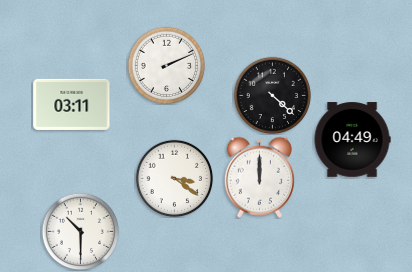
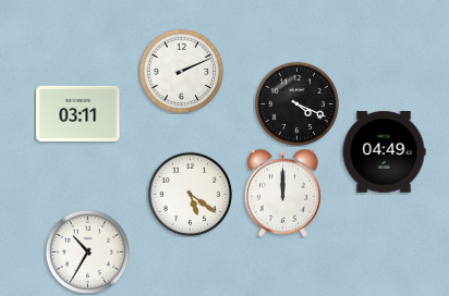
clock at (272, 95): 4:22 -> 4:19
clock at (174, 178): 3:21 -> 5:21
clock at (80, 231): 10:30 -> 10:35
